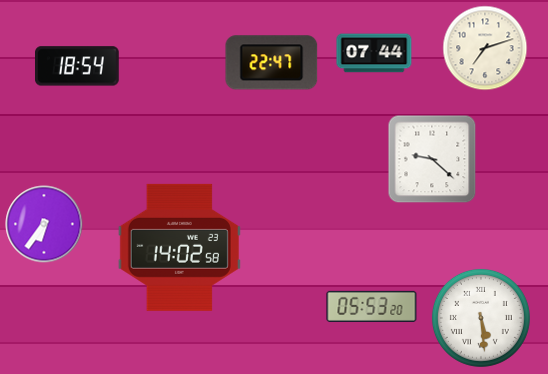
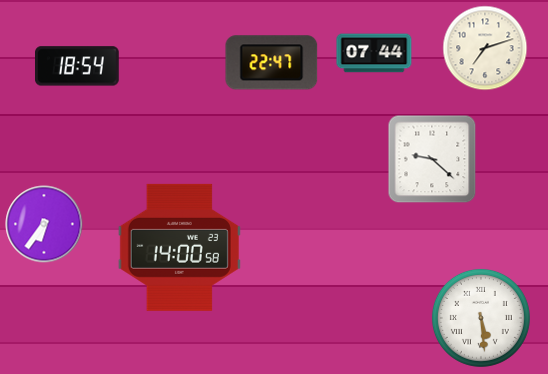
clock at (179, 247): 14:02 -> 14:00
clock at (372, 306): 05:53 -> none
